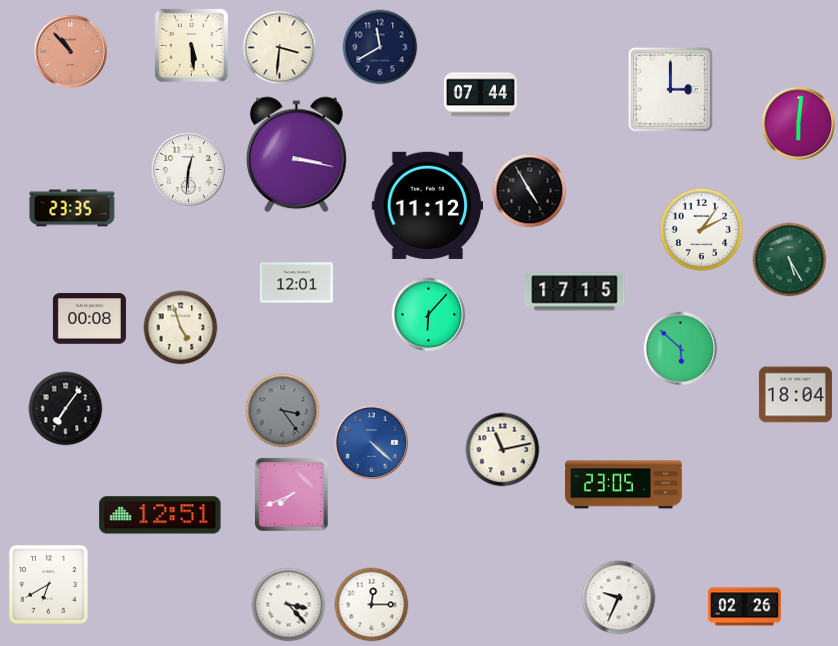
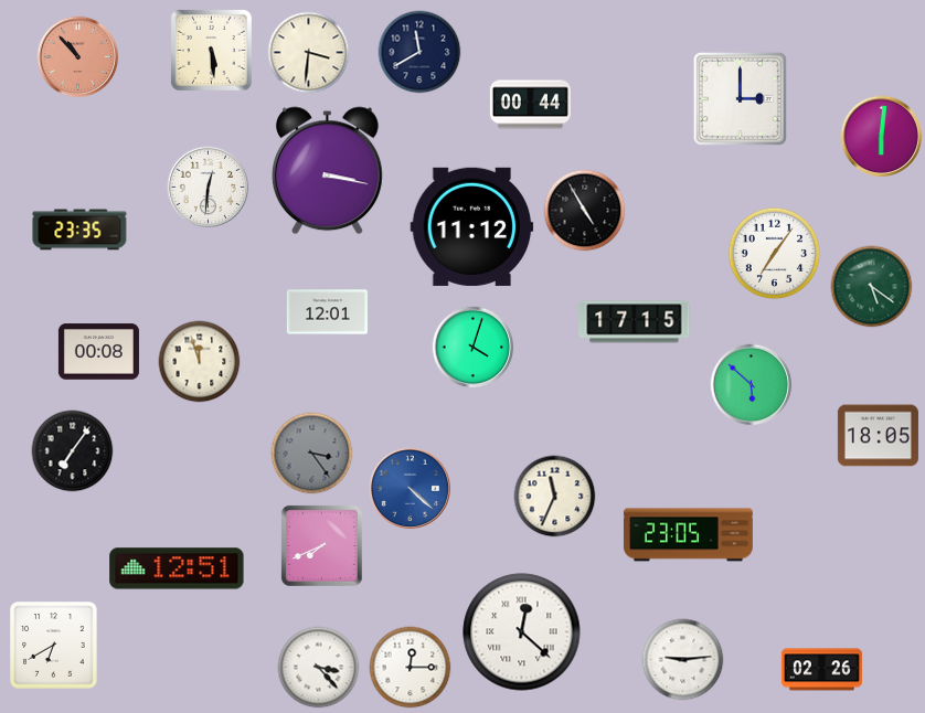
clock at (480, 95): 07:44 -> 00:44
clock at (702, 230): 2:06 -> 7:06
clock at (790, 260): 5:25 -> 5:21
clock at (429, 315): 6:07 -> 4:03
clock at (181, 328): 4:57 -> 11:57
clock at (795, 395): 18:04 -> 18:05
clock at (503, 450): 11:13 -> 11:34
clock at (522, 632): none -> 12:22
clock at (619, 598): 9:34 -> 9:14
